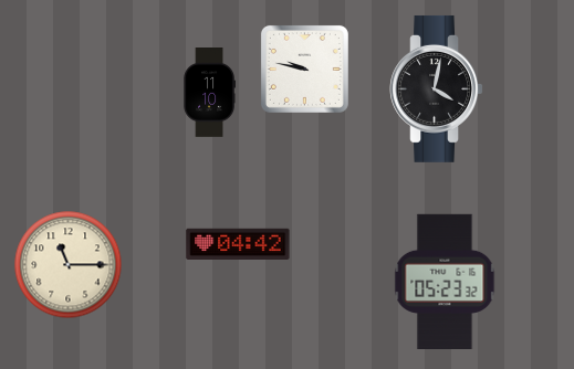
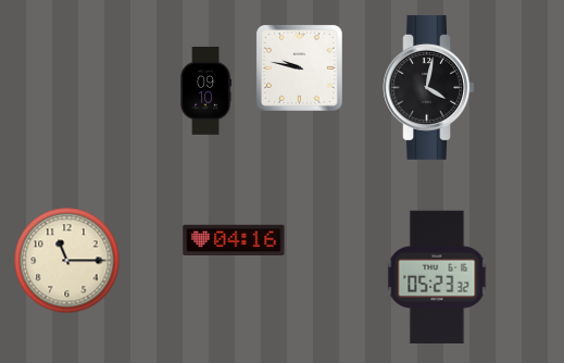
clock at (209, 93): 11:10 -> 09:10
clock at (238, 244): 04:42 -> 04:16
